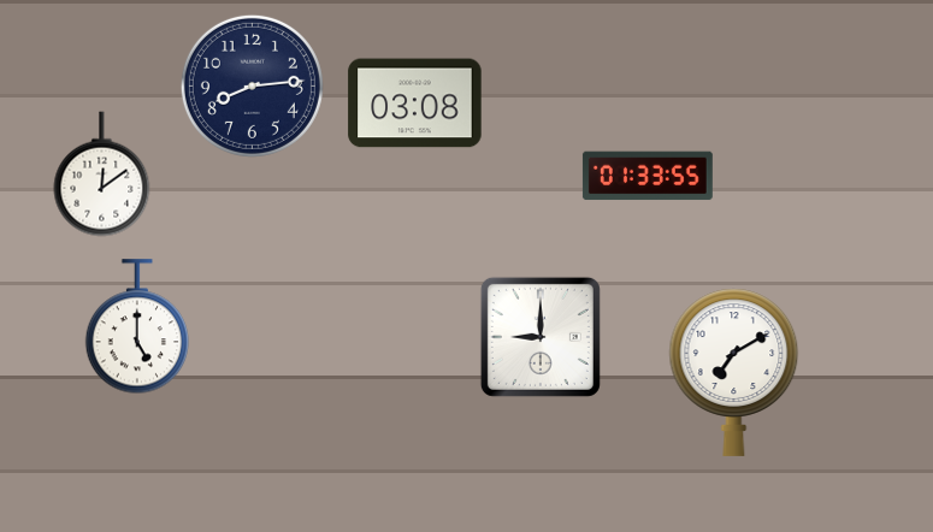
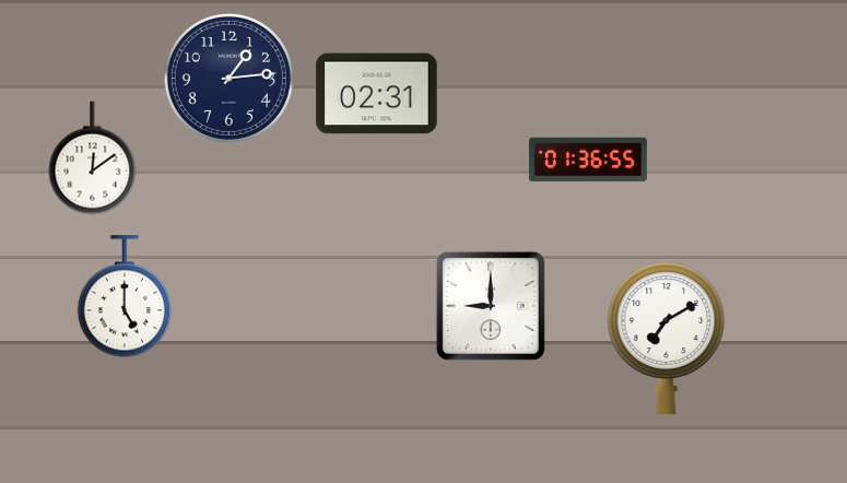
clock at (252, 85): 8:14 -> 1:14
clock at (415, 104): 03:08 -> 02:31
clock at (648, 176): 01:33 -> 01:36
